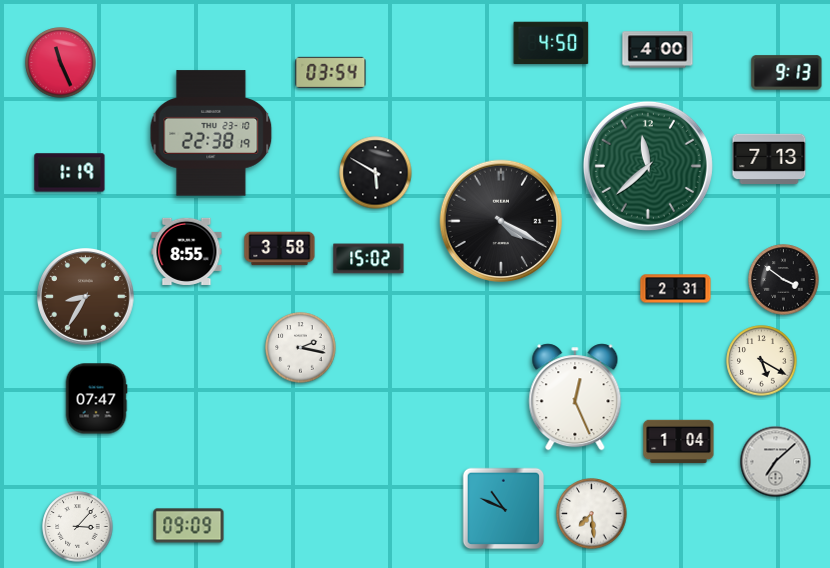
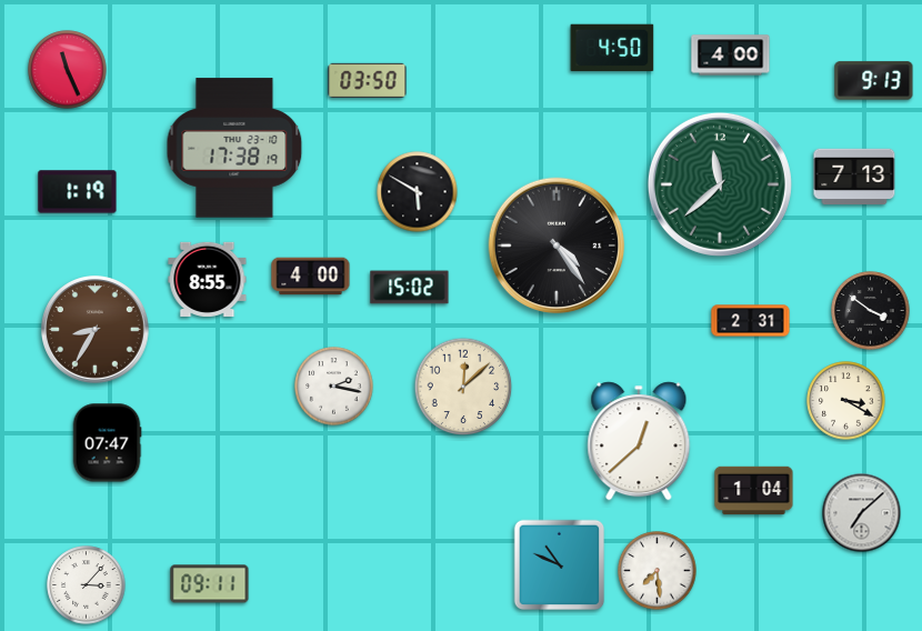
clock at (331, 72): 03:54 -> 03:50
clock at (211, 133): 22:38 -> 17:38
clock at (501, 221): 4:20 -> 4:24
clock at (280, 249): 3:58 -> 4:00
clock at (463, 387): none -> 12:08
clock at (762, 361): 5:20 -> 3:20
clock at (575, 397): 12:26 -> 12:38
clock at (189, 526): 09:09 -> 09:11
